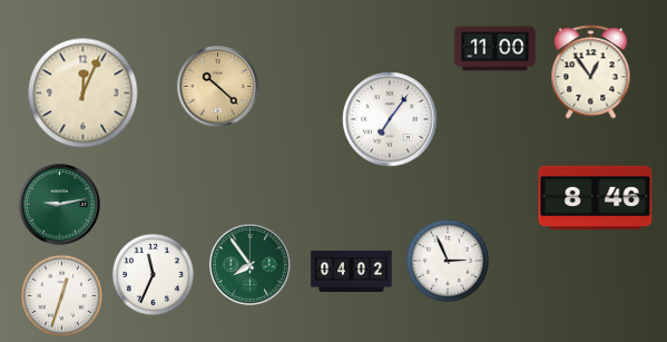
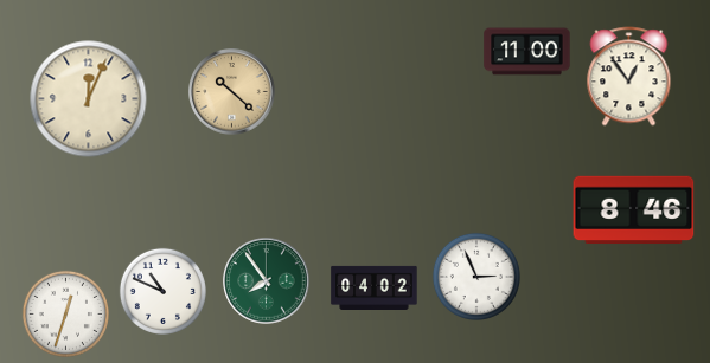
clock at (390, 119): 7:06 -> none
clock at (60, 205): 9:13 -> none
clock at (153, 274): 11:34 -> 10:49
